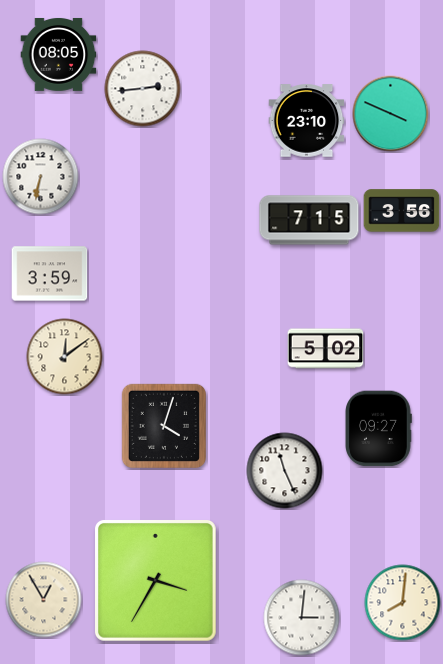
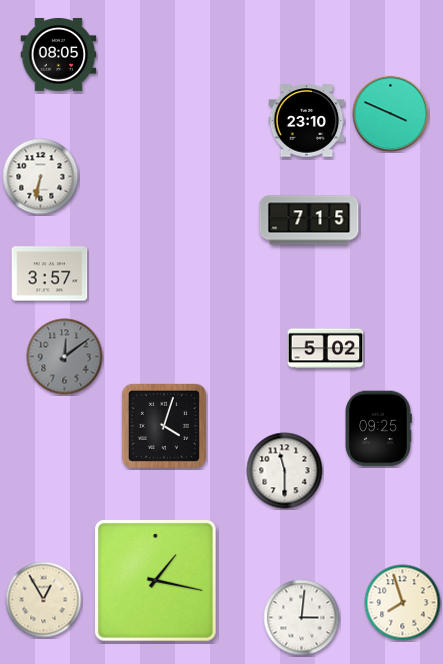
clock at (143, 89): 2:44 -> none
clock at (402, 211): 3:56 -> none
clock at (50, 274): 3:59 -> 3:57
clock at (65, 357) dial: cream -> grey
clock at (378, 429): 09:27 -> 09:25
clock at (285, 471): 11:26 -> 11:30
clock at (155, 580): 3:35 -> 1:17
clock at (403, 603): 8:01 -> 7:57
